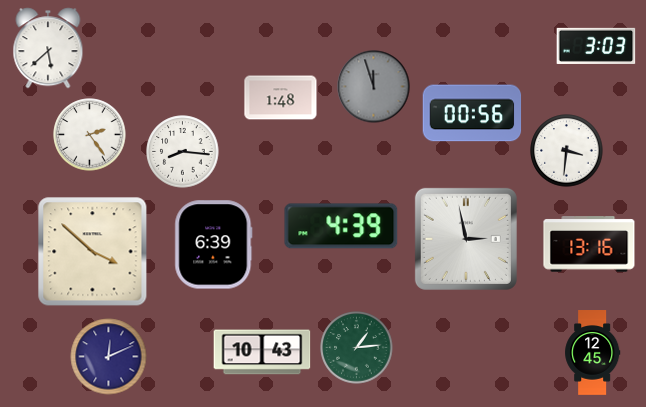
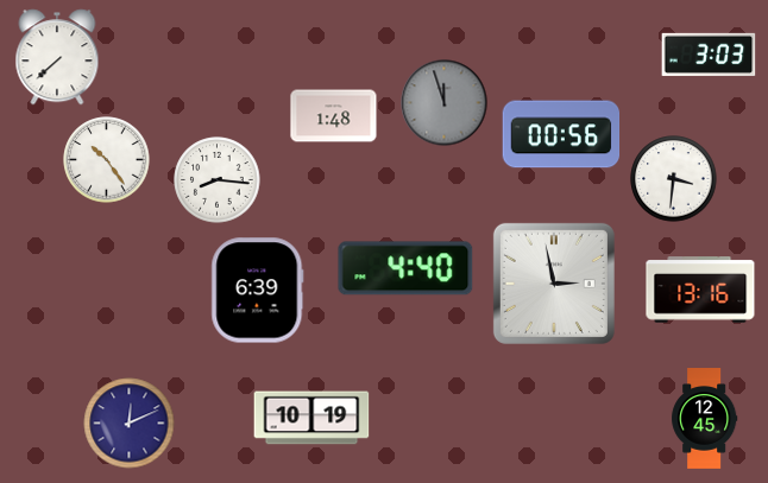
clock at (48, 48): 5:38 -> 7:38
clock at (90, 135): 2:24 -> 10:24
clock at (341, 226): 4:39 -> 4:40
clock at (214, 245) position: (214, 245) -> (258, 291)
clock at (93, 252): 3:52 -> none
clock at (357, 348): 1:14 -> none
clock at (262, 352): 10:43 -> 10:19
